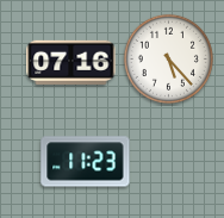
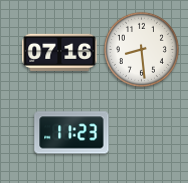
clock at (168, 58): 5:23 -> 8:29
clock at (86, 162) position: (86, 162) -> (72, 133)
